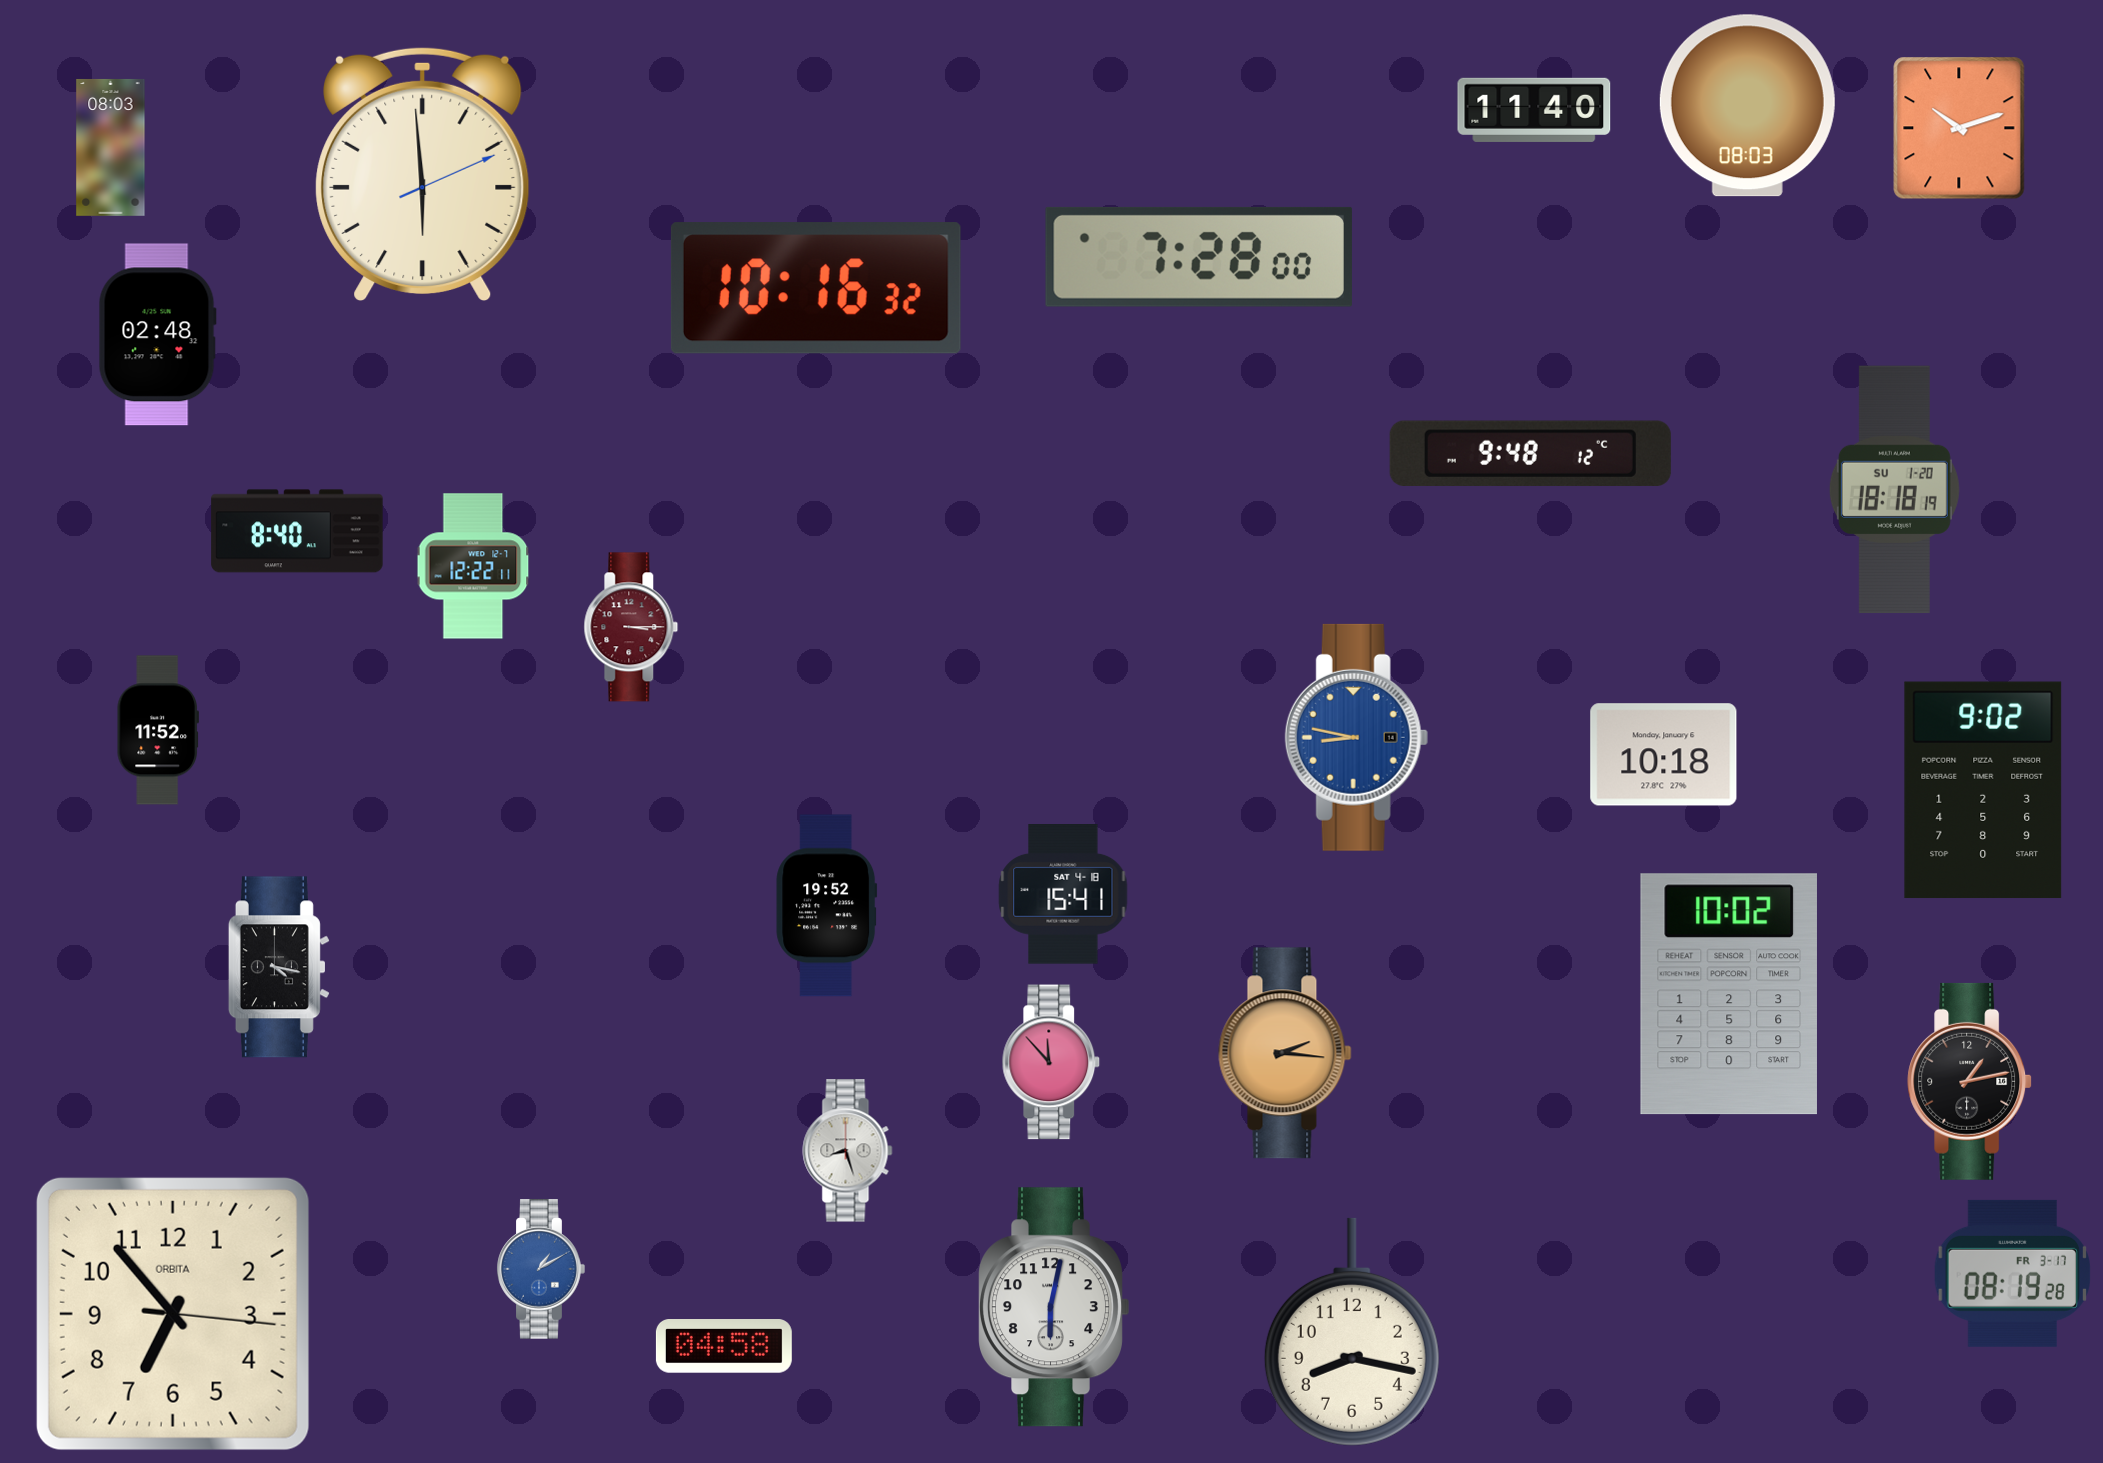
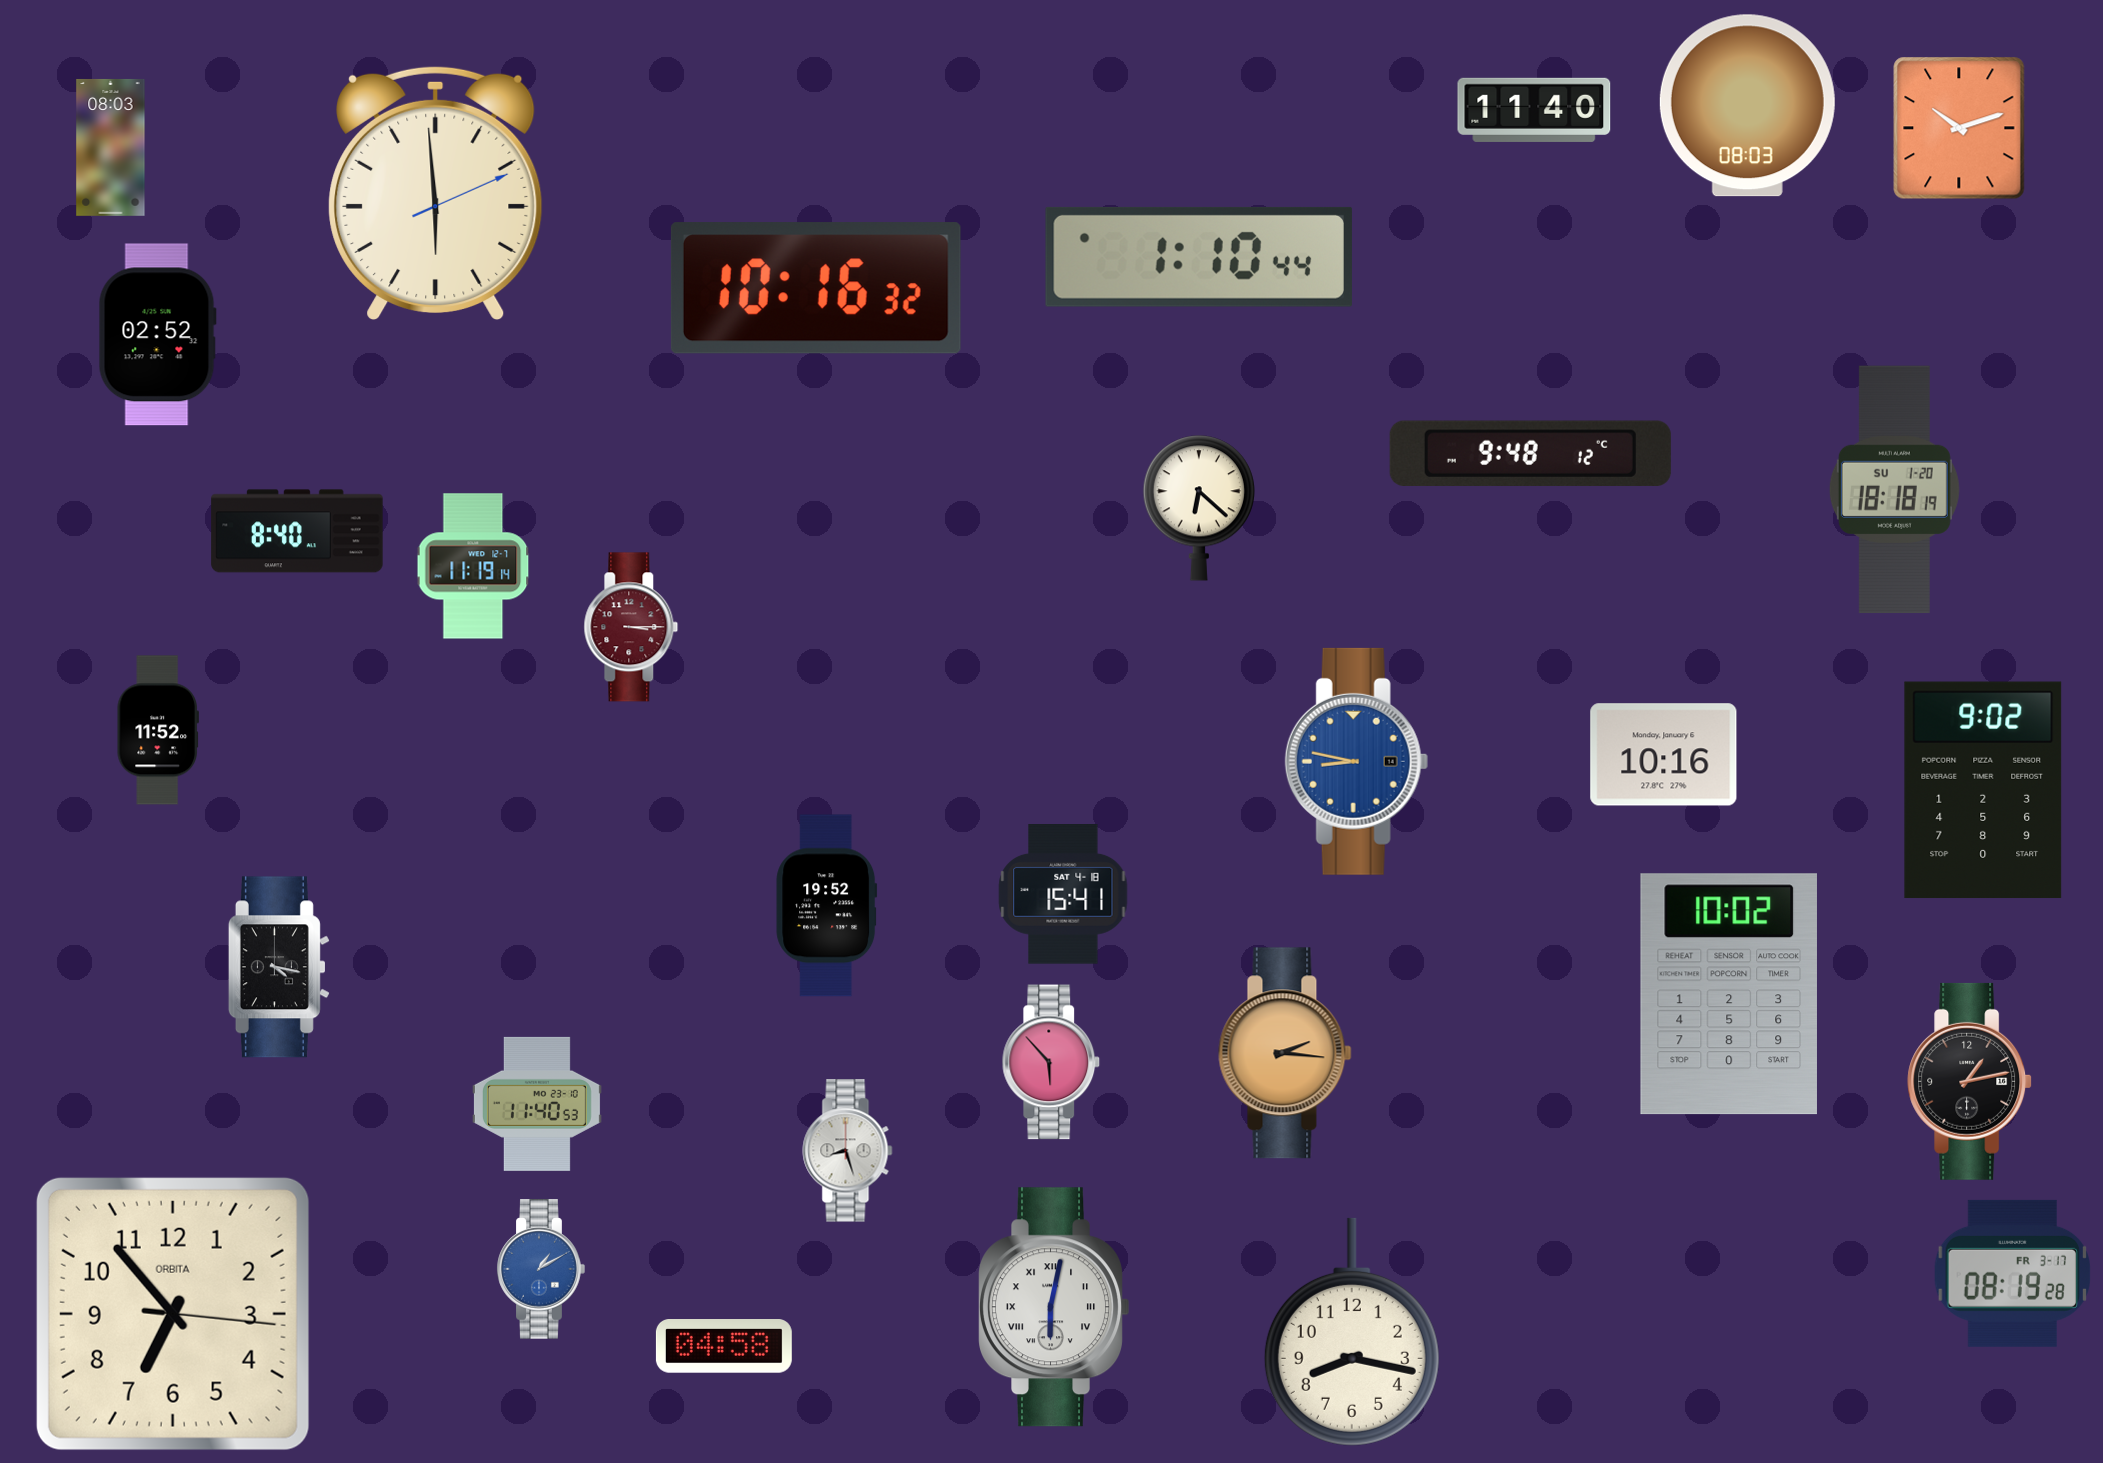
clock at (423, 173) position: (423, 173) -> (436, 192)
clock at (1199, 257): 7:28 -> 1:10
clock at (157, 335): 02:48 -> 02:52
clock at (1199, 508): none -> 6:22
clock at (473, 566): 12:22 -> 11:19
clock at (1356, 737) position: (1356, 737) -> (1356, 761)
clock at (1664, 755): 10:18 -> 10:16
clock at (1051, 1062): 11:53 -> 5:53
clock at (537, 1104): none -> 11:40
clock at (1054, 1307) numerals: Arabic -> Roman
